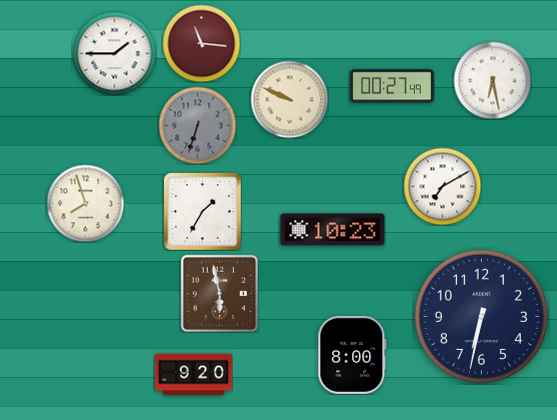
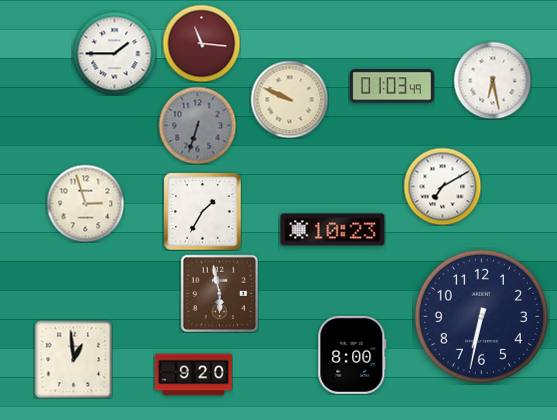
clock at (392, 86): 00:27 -> 01:03
clock at (85, 203): 7:57 -> 2:57
clock at (73, 359): none -> 12:59
